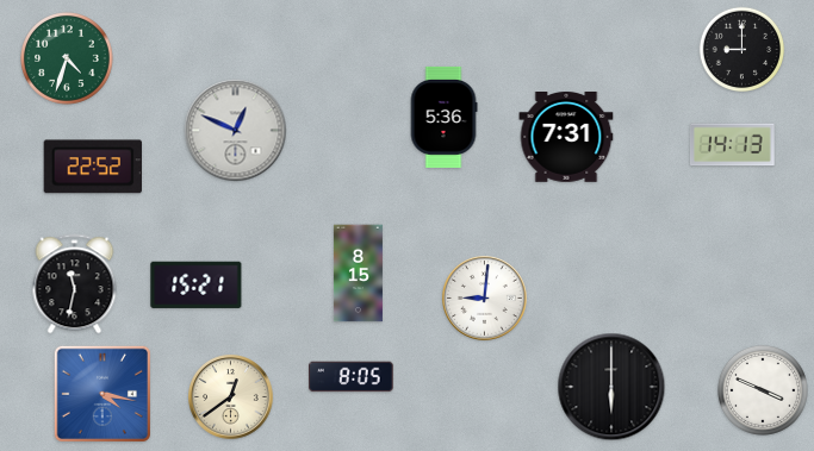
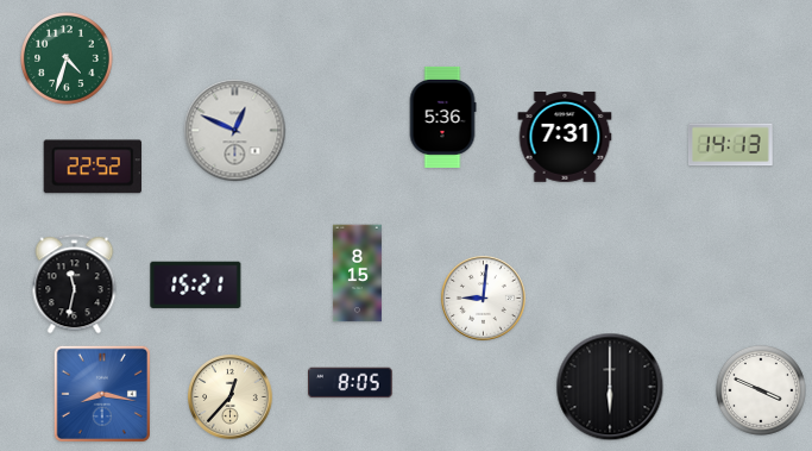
clock at (742, 50): 9:00 -> none
clock at (352, 377) position: (352, 377) -> (351, 383)
clock at (101, 393): 4:17 -> 8:17
clock at (231, 397): 12:39 -> 12:37
